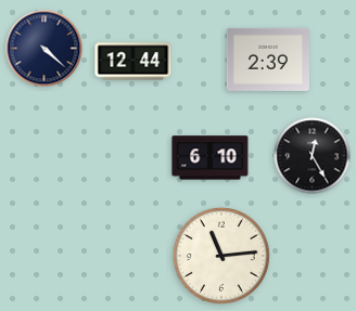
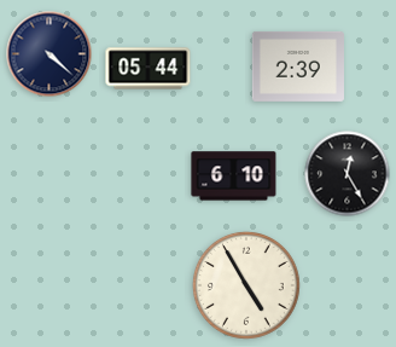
clock at (133, 62): 12:44 -> 05:44
clock at (223, 257): 11:14 -> 4:55
